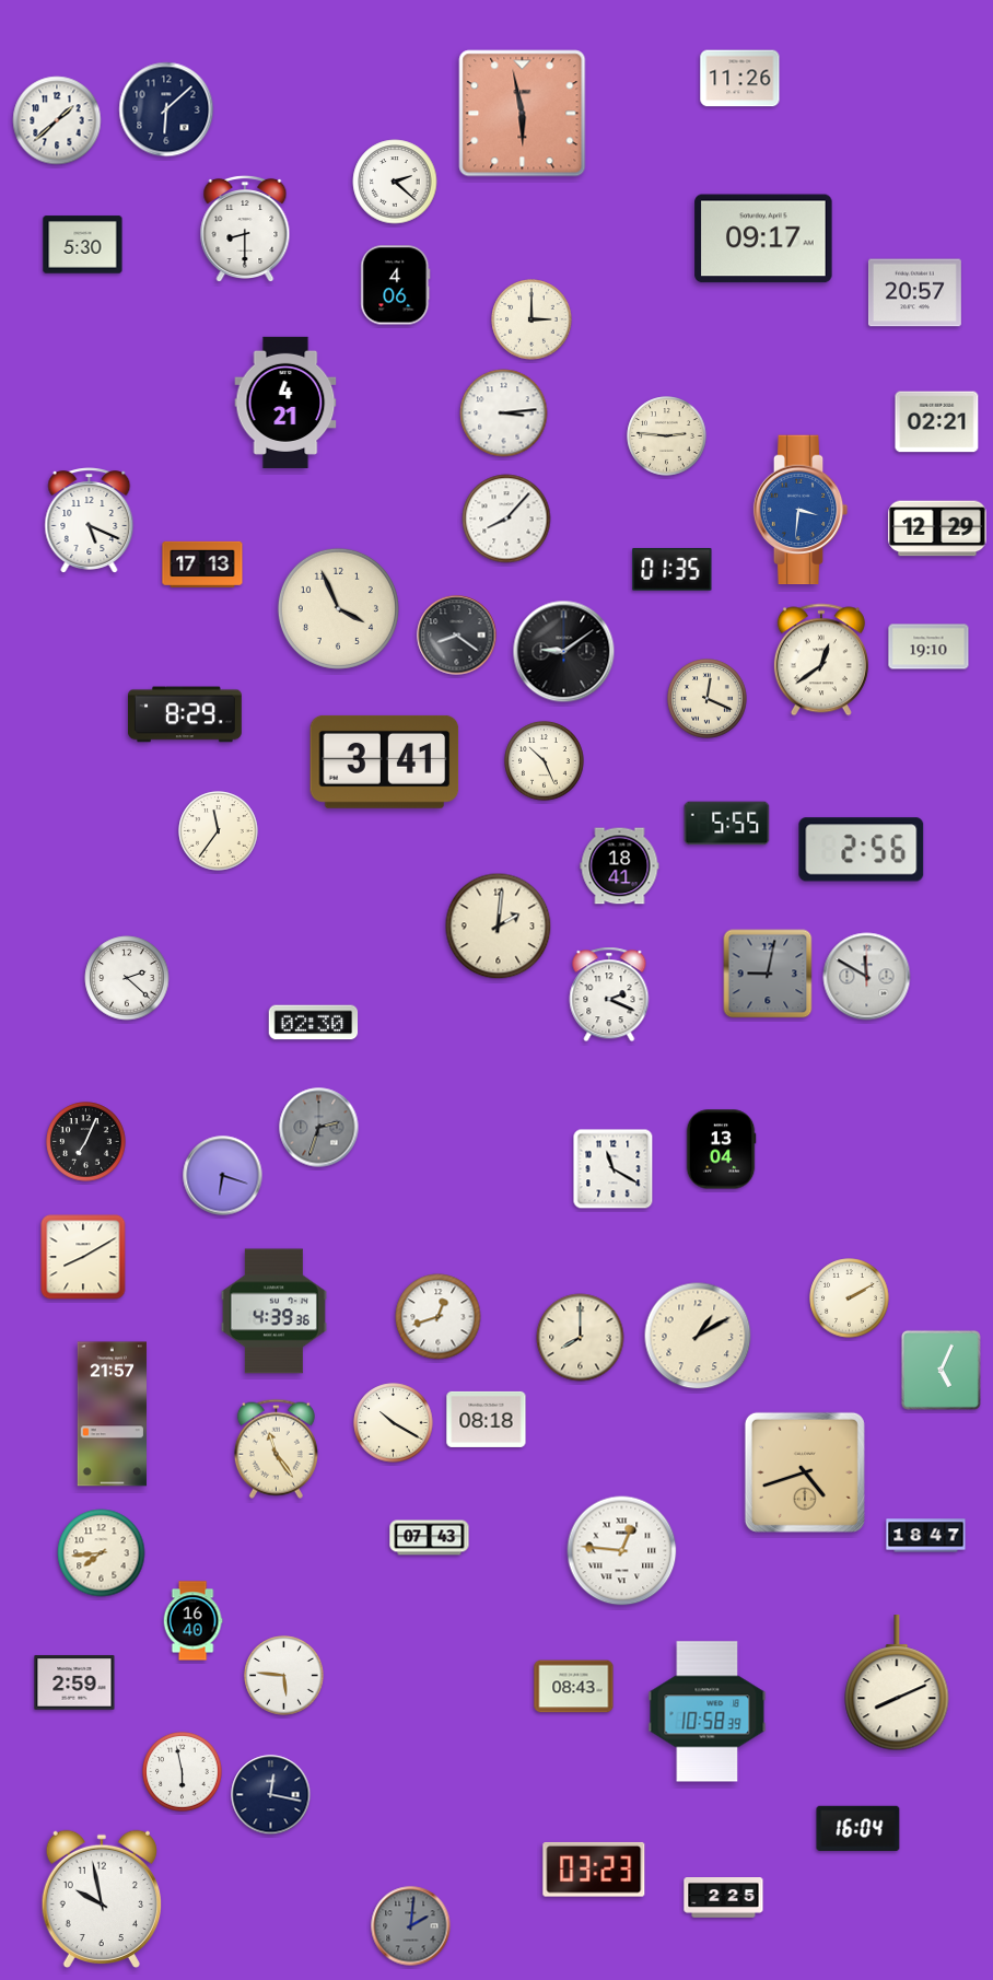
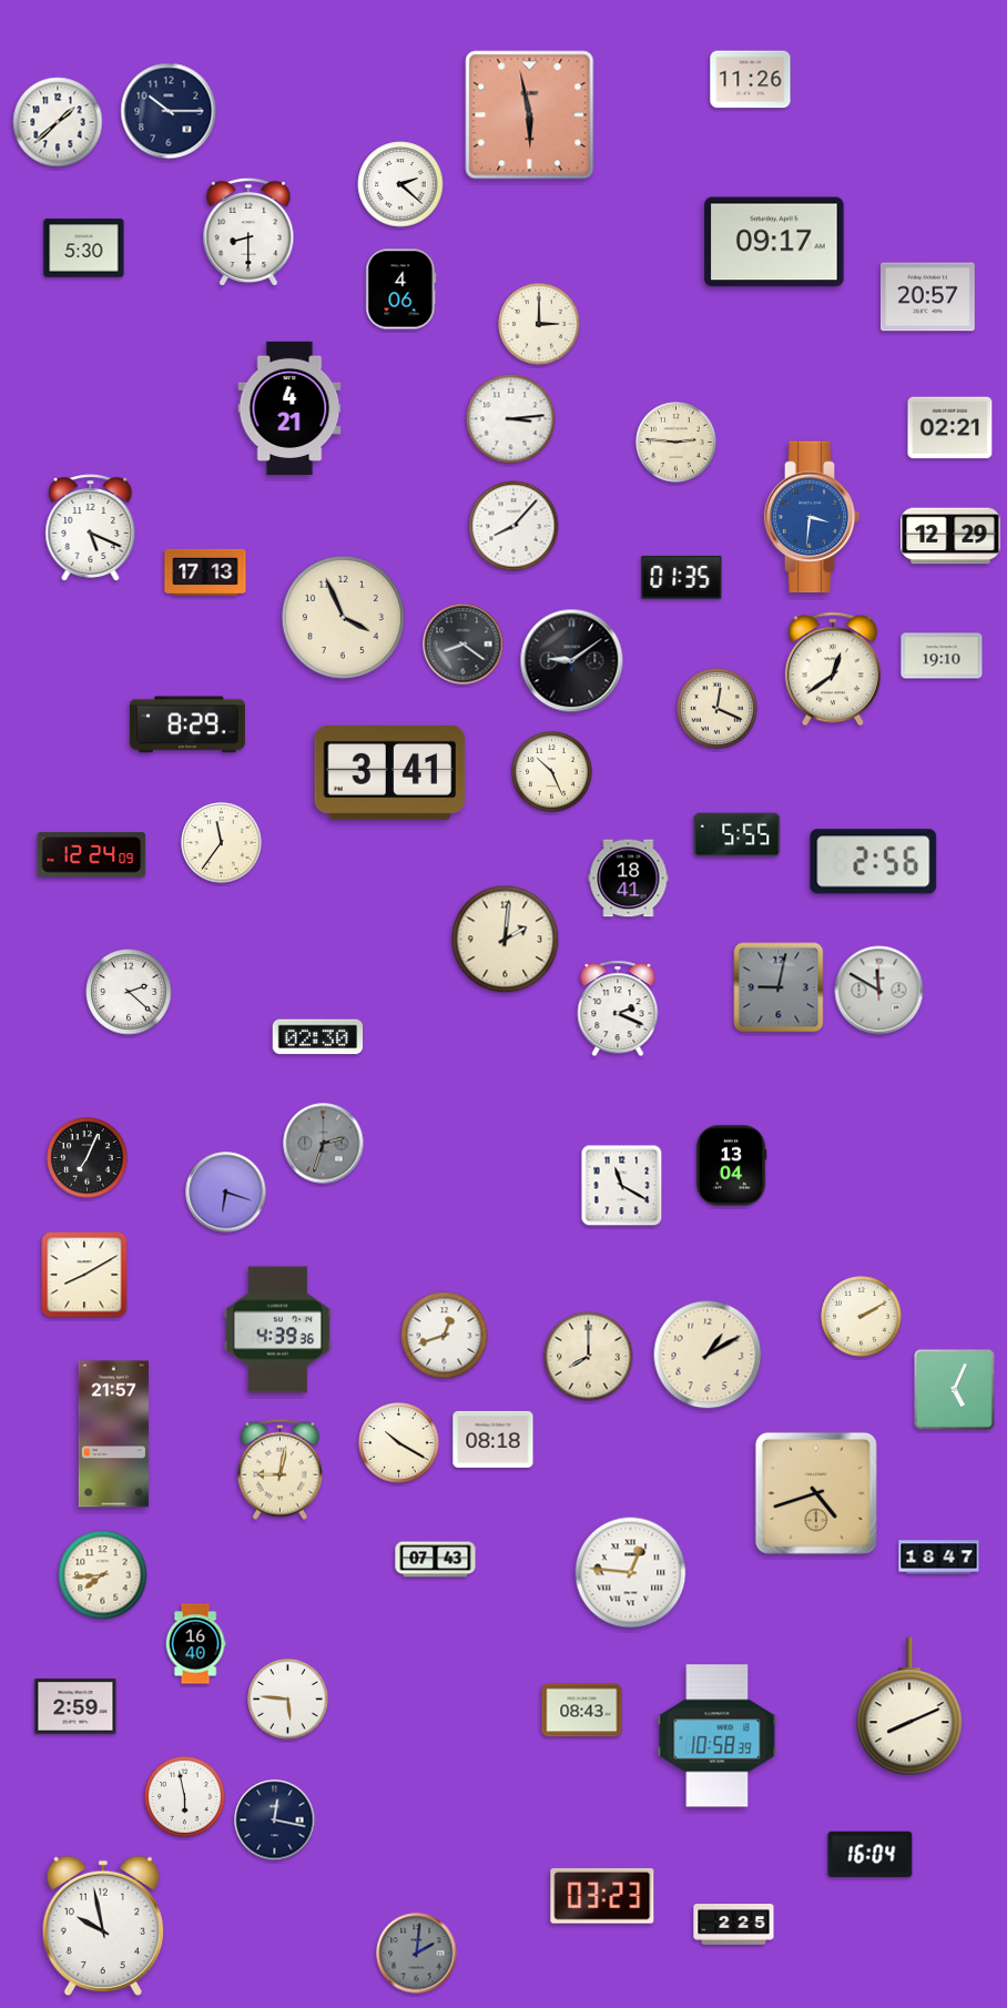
clock at (166, 109): 6:08 -> 10:15
clock at (92, 855): none -> 12:24
clock at (276, 1448): 11:24 -> 9:02
